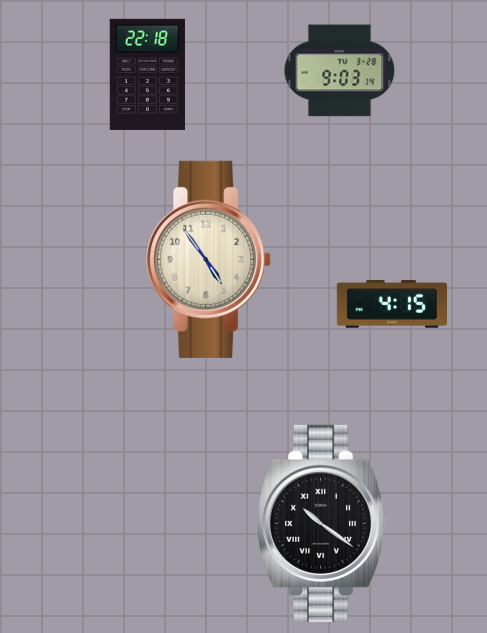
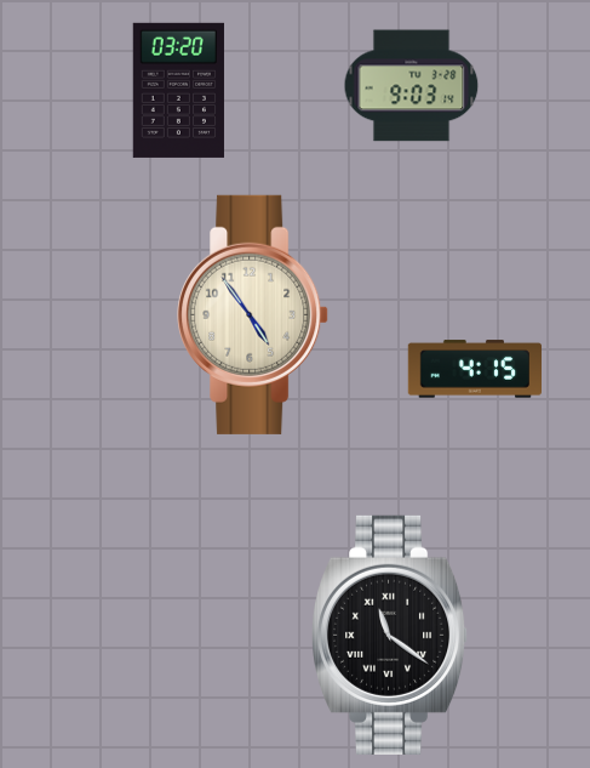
clock at (147, 74): 22:18 -> 03:20
clock at (323, 523): 10:21 -> 11:21
